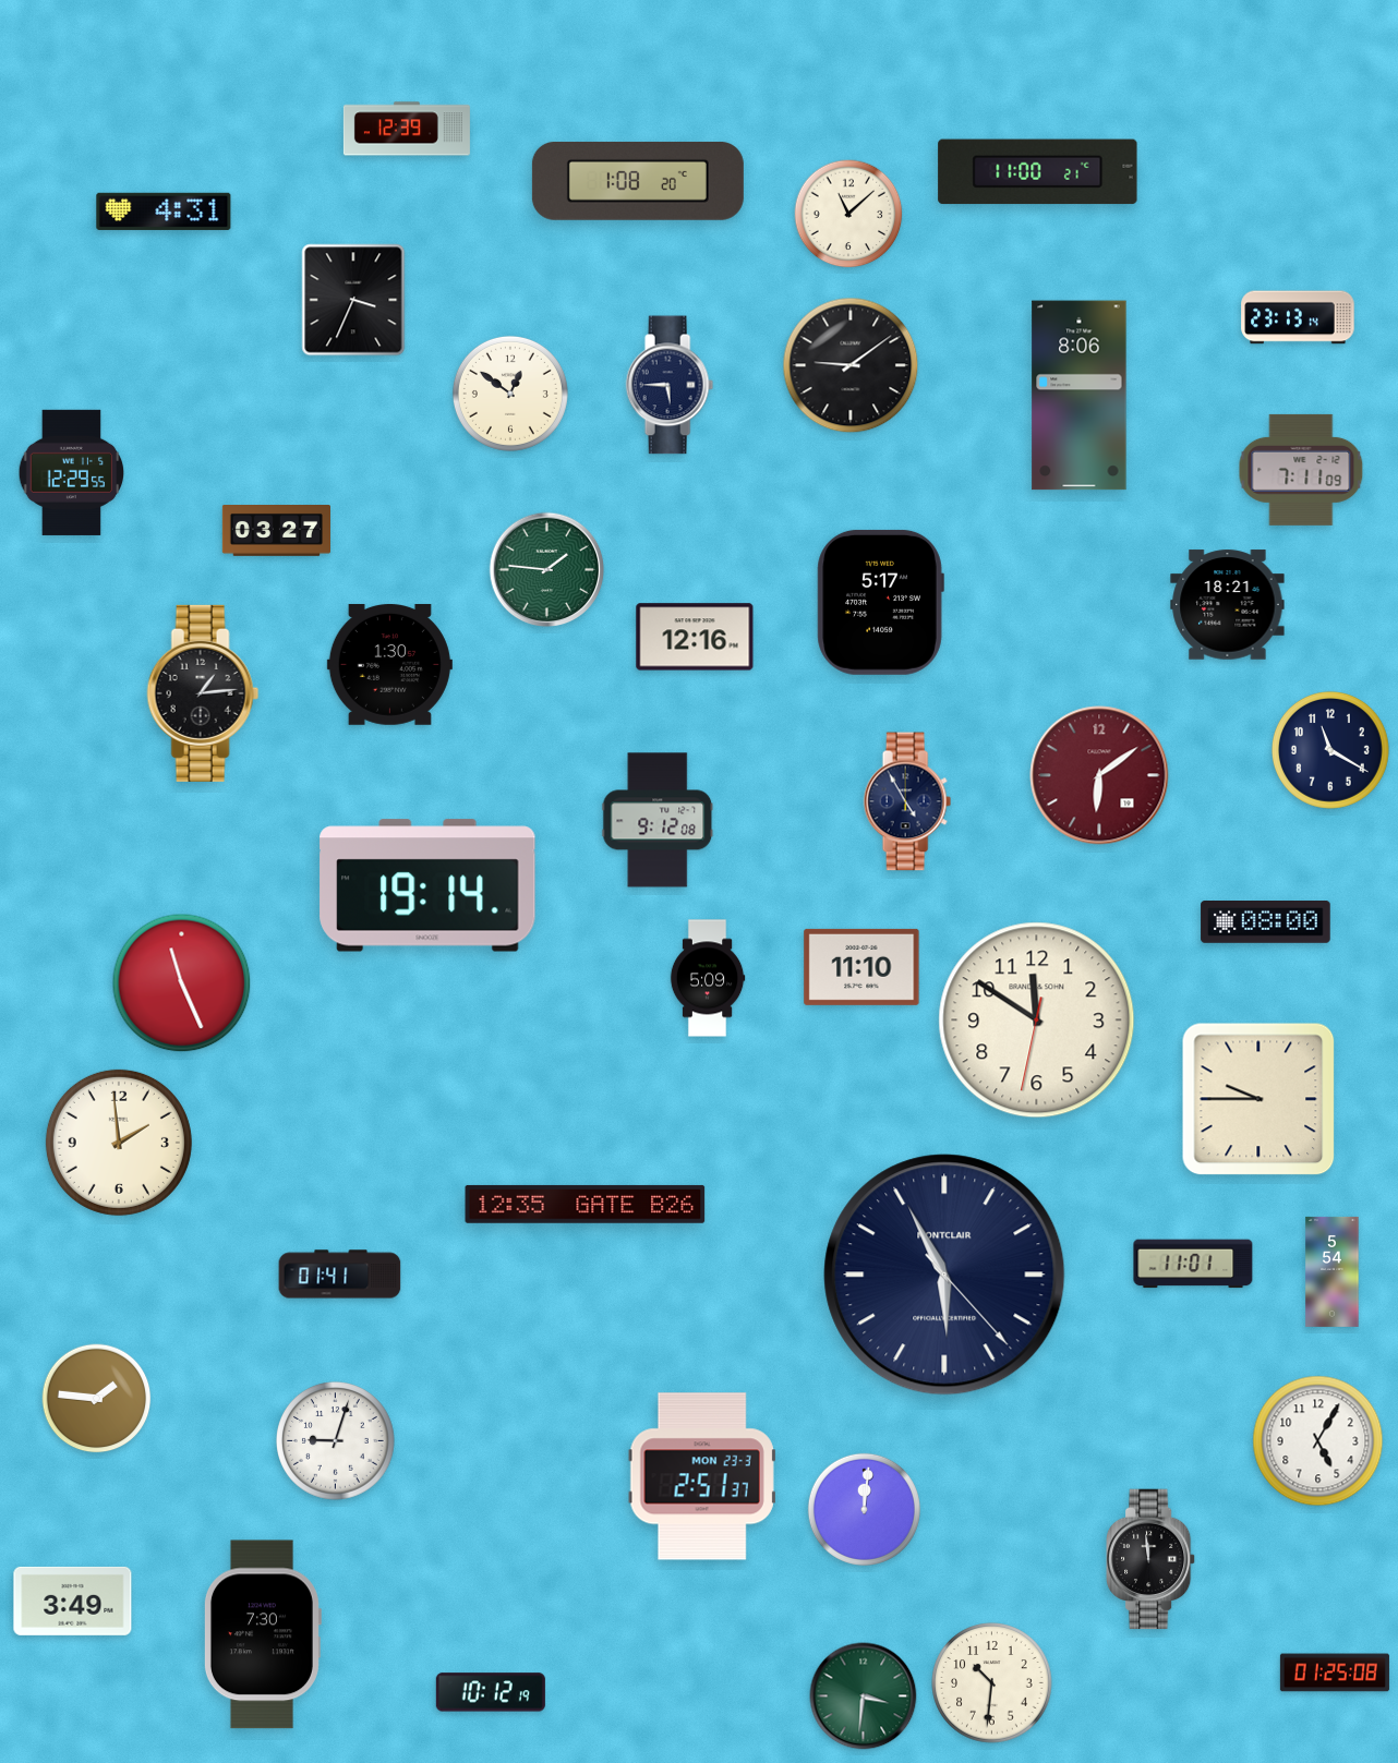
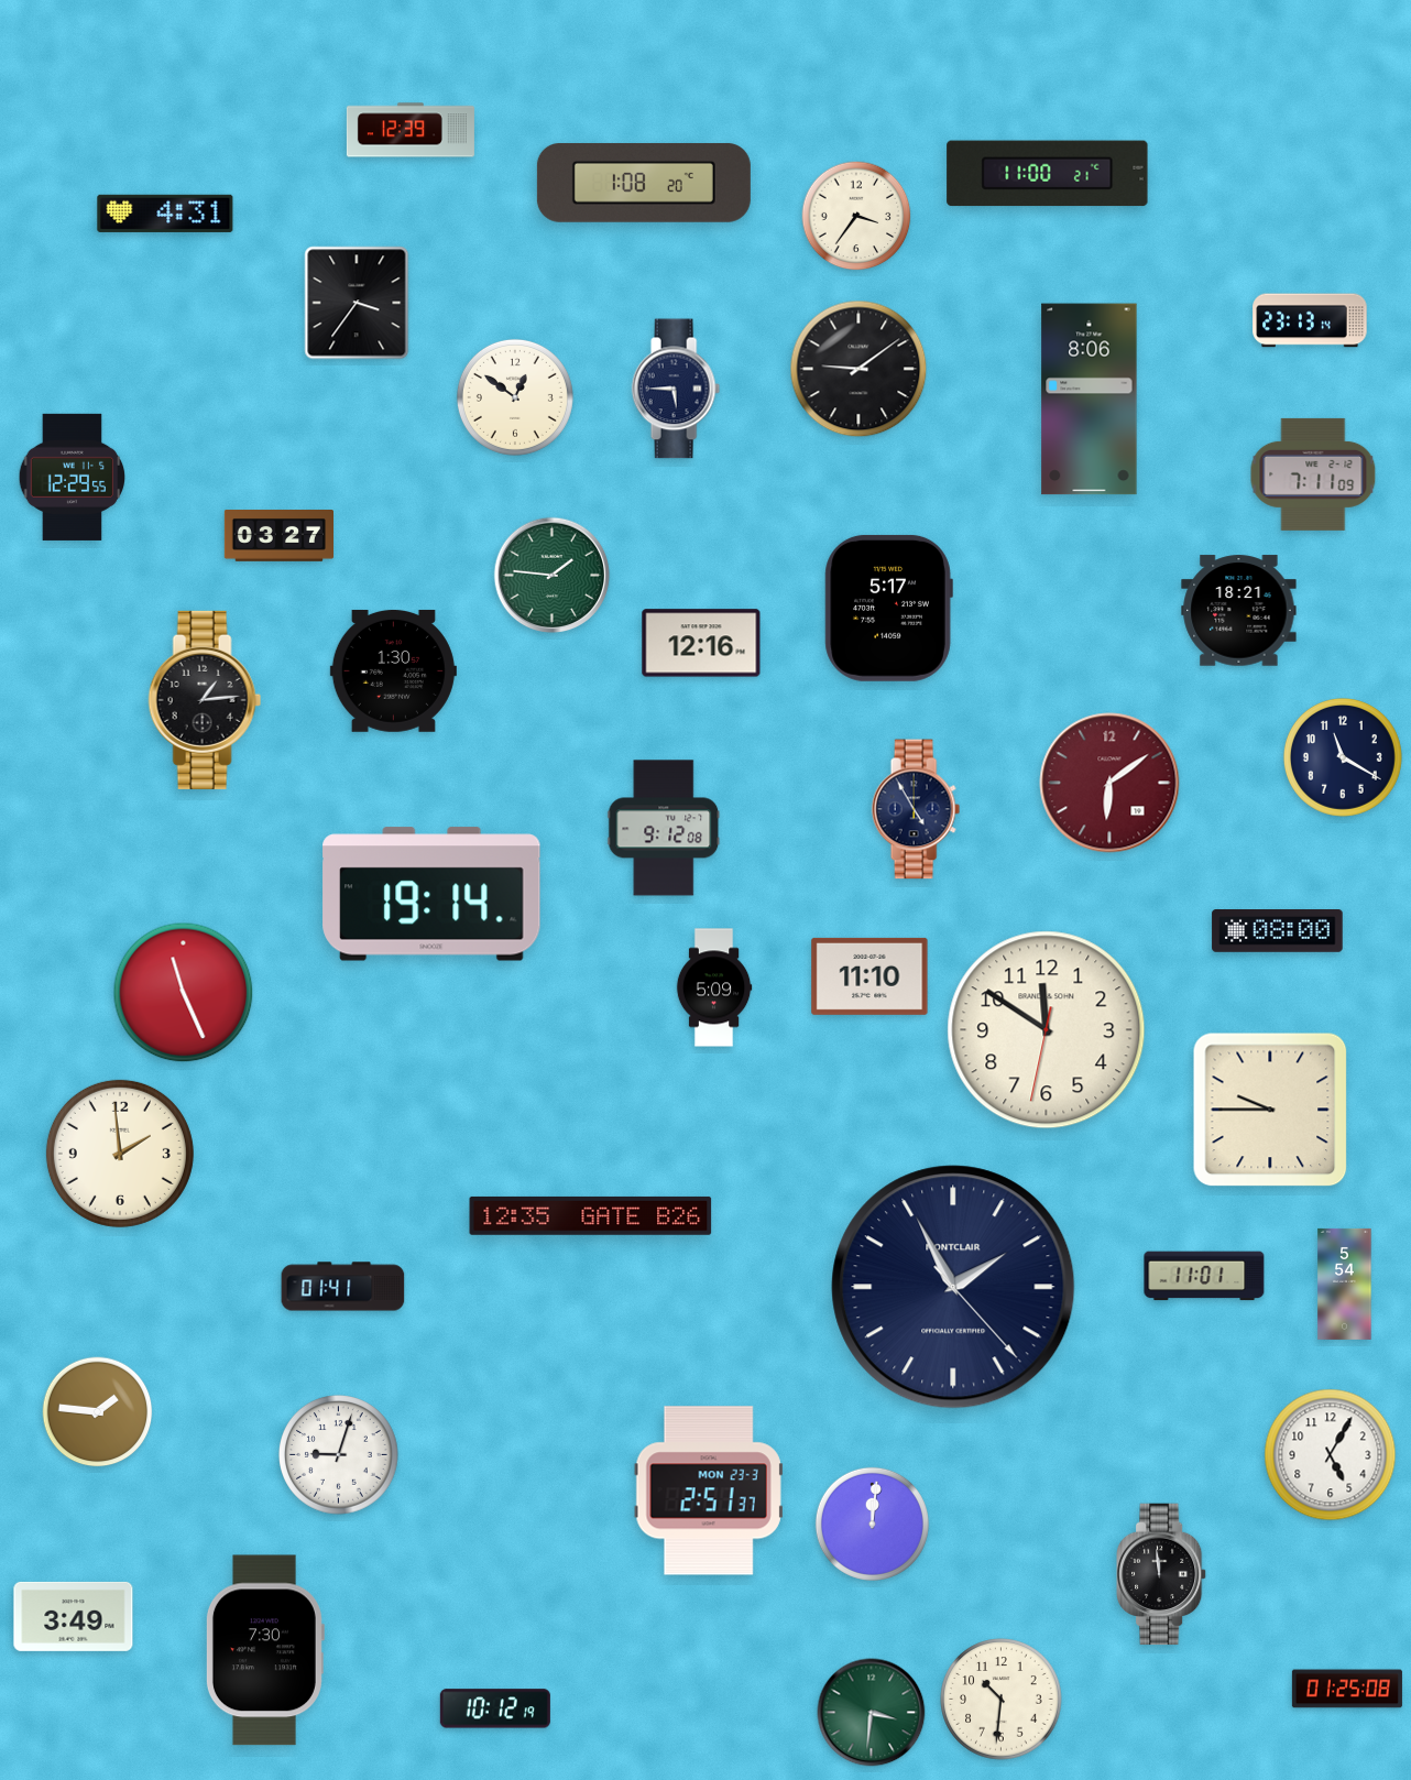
clock at (848, 214): 11:08 -> 3:36
clock at (353, 300): 3:34 -> 3:36
clock at (944, 1275): 5:55 -> 1:55
